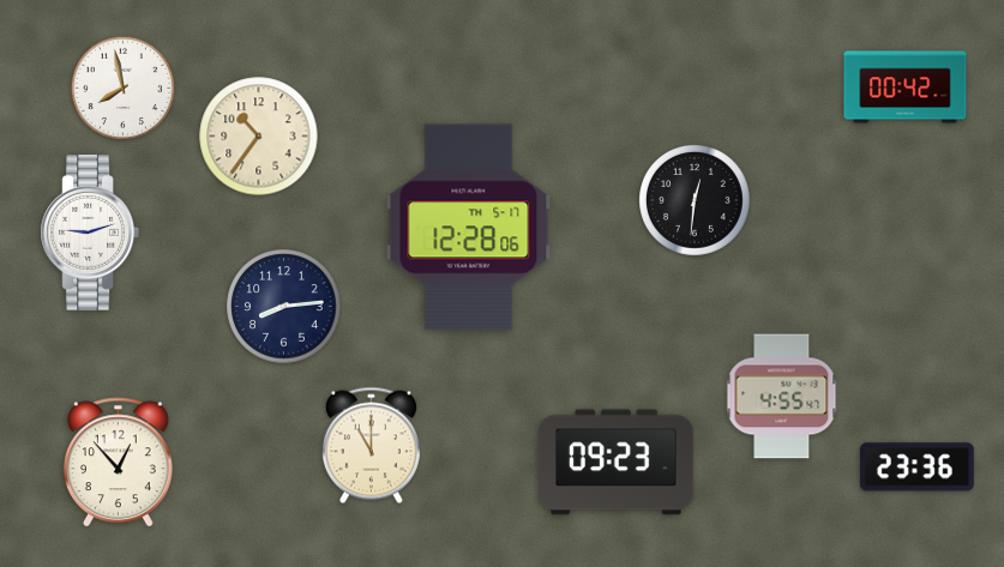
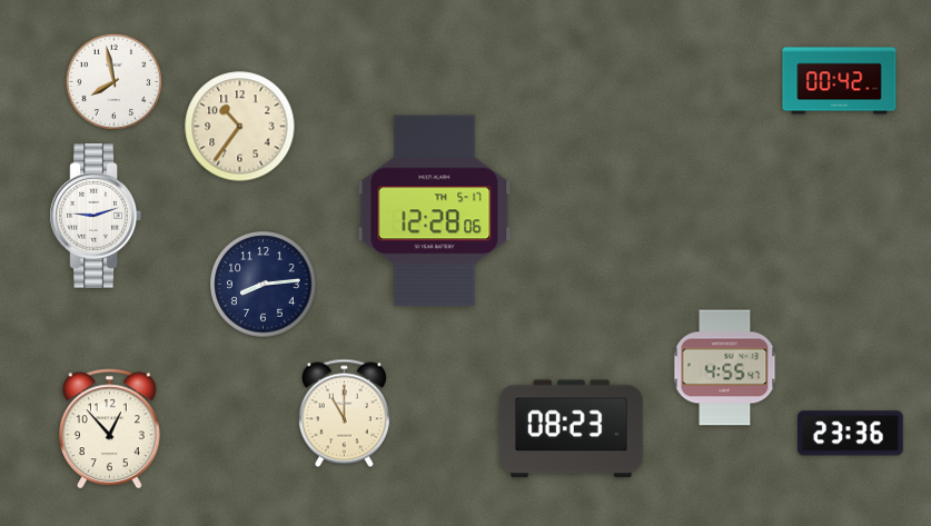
clock at (696, 201): 12:31 -> none
clock at (90, 233) position: (90, 233) -> (96, 216)
clock at (615, 463): 09:23 -> 08:23
